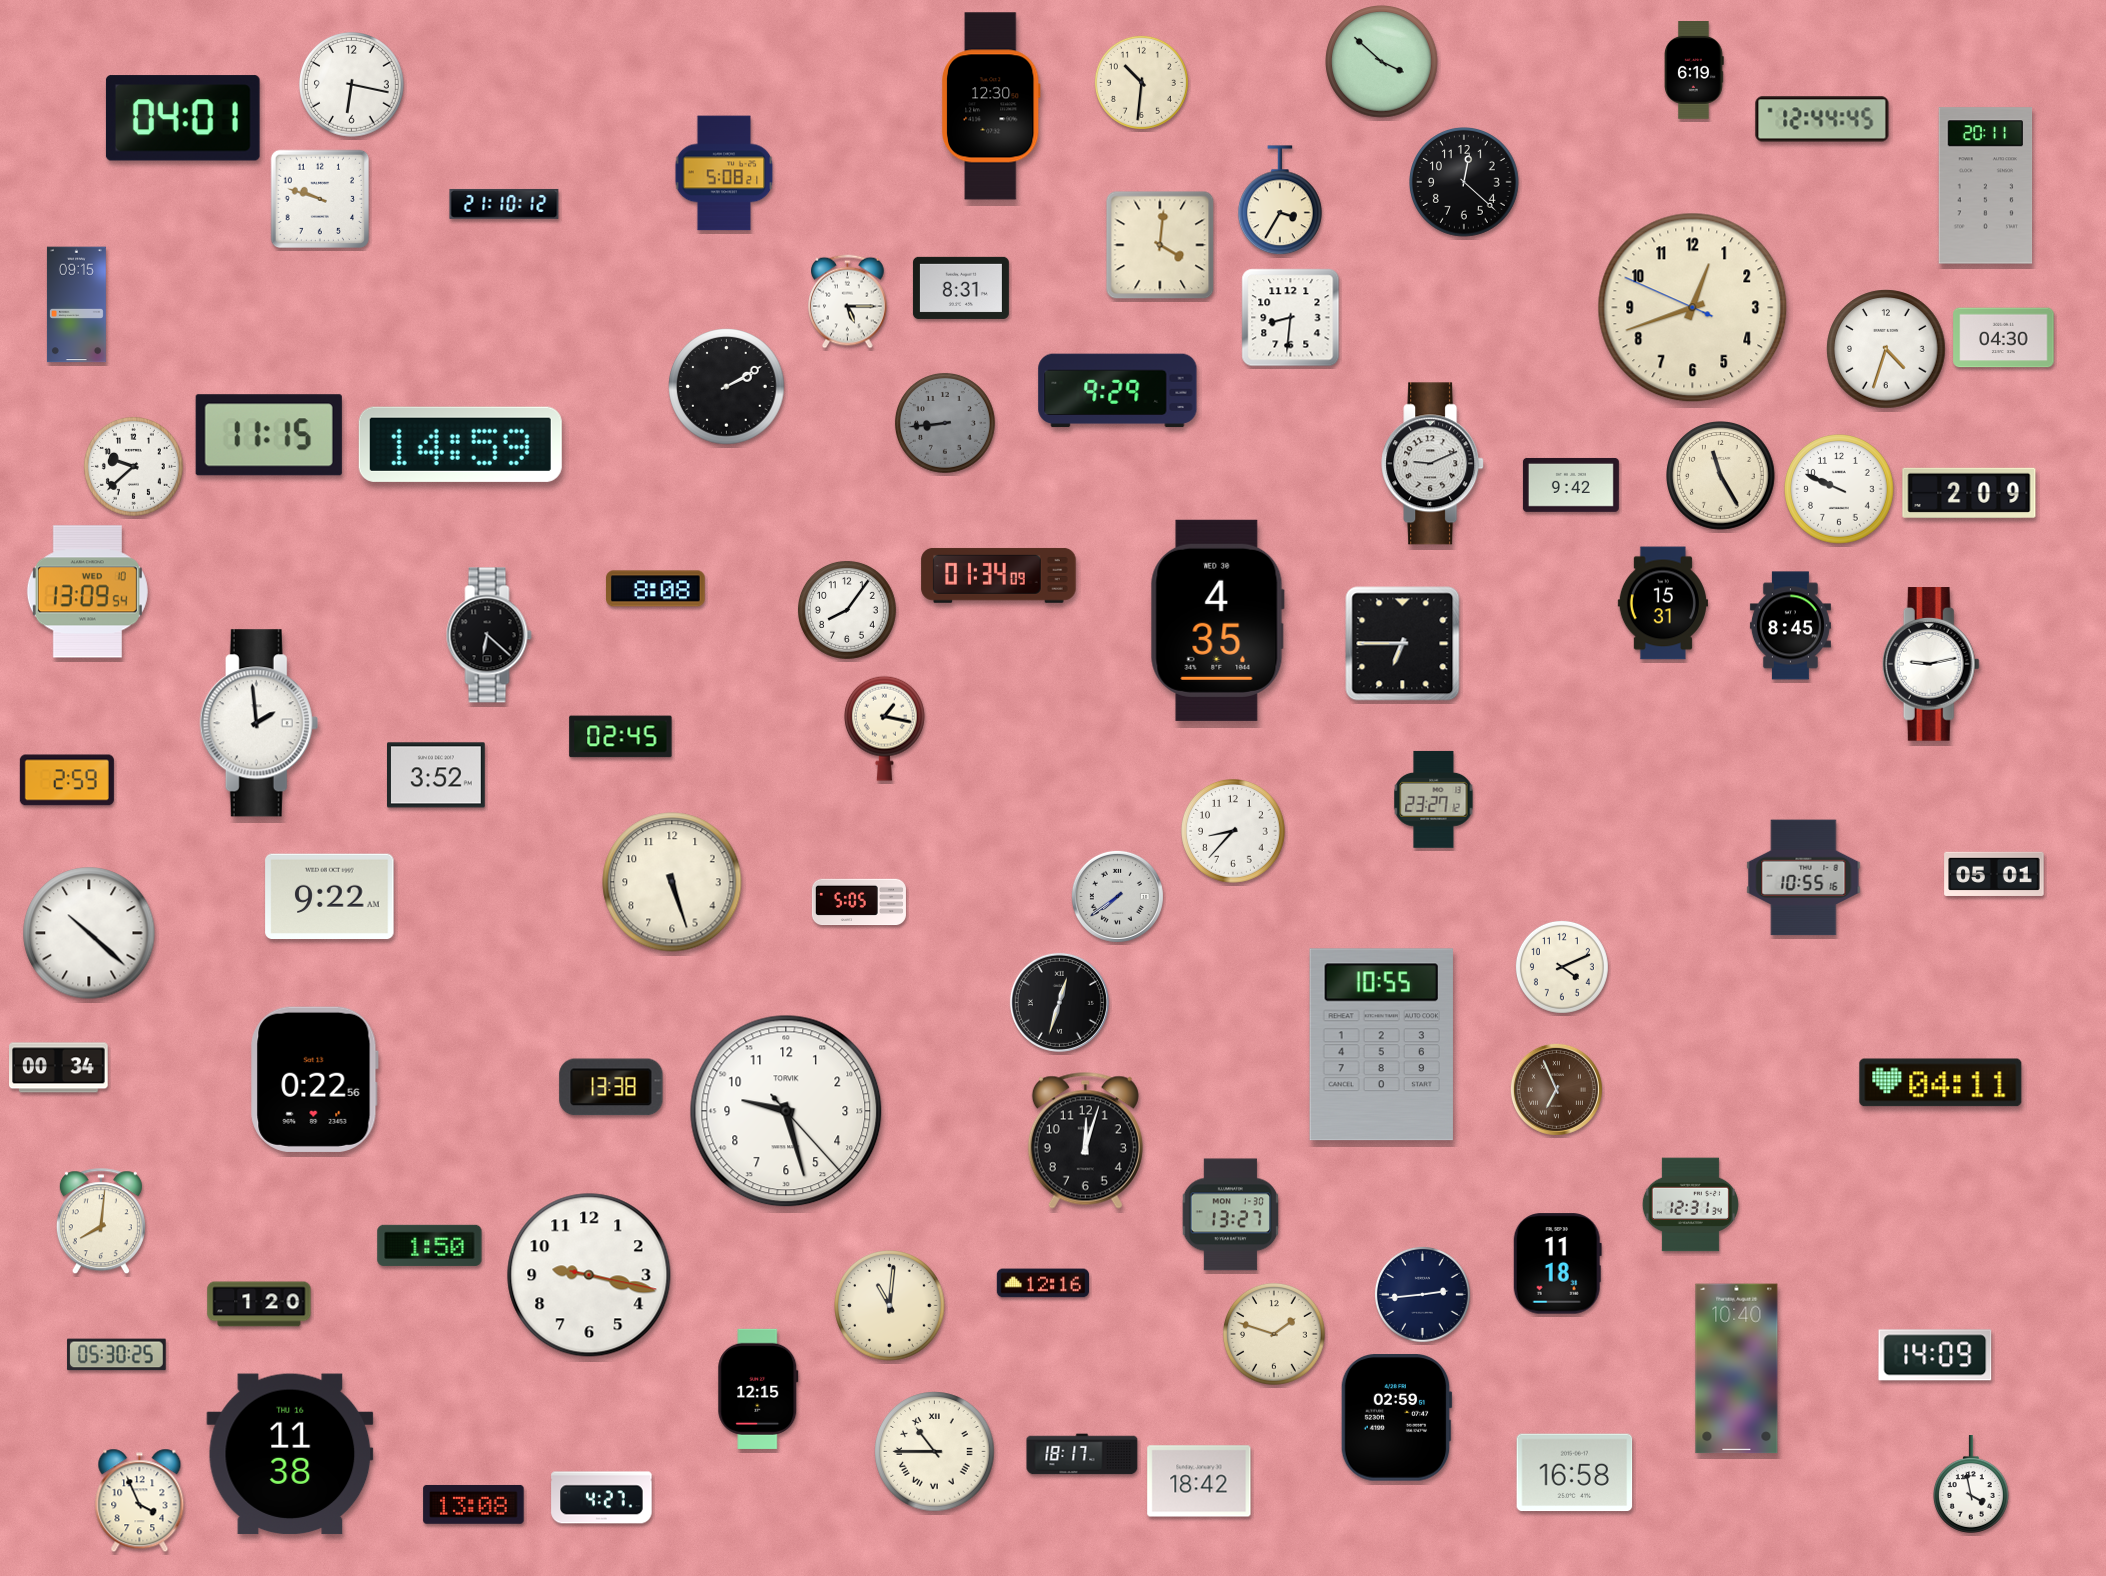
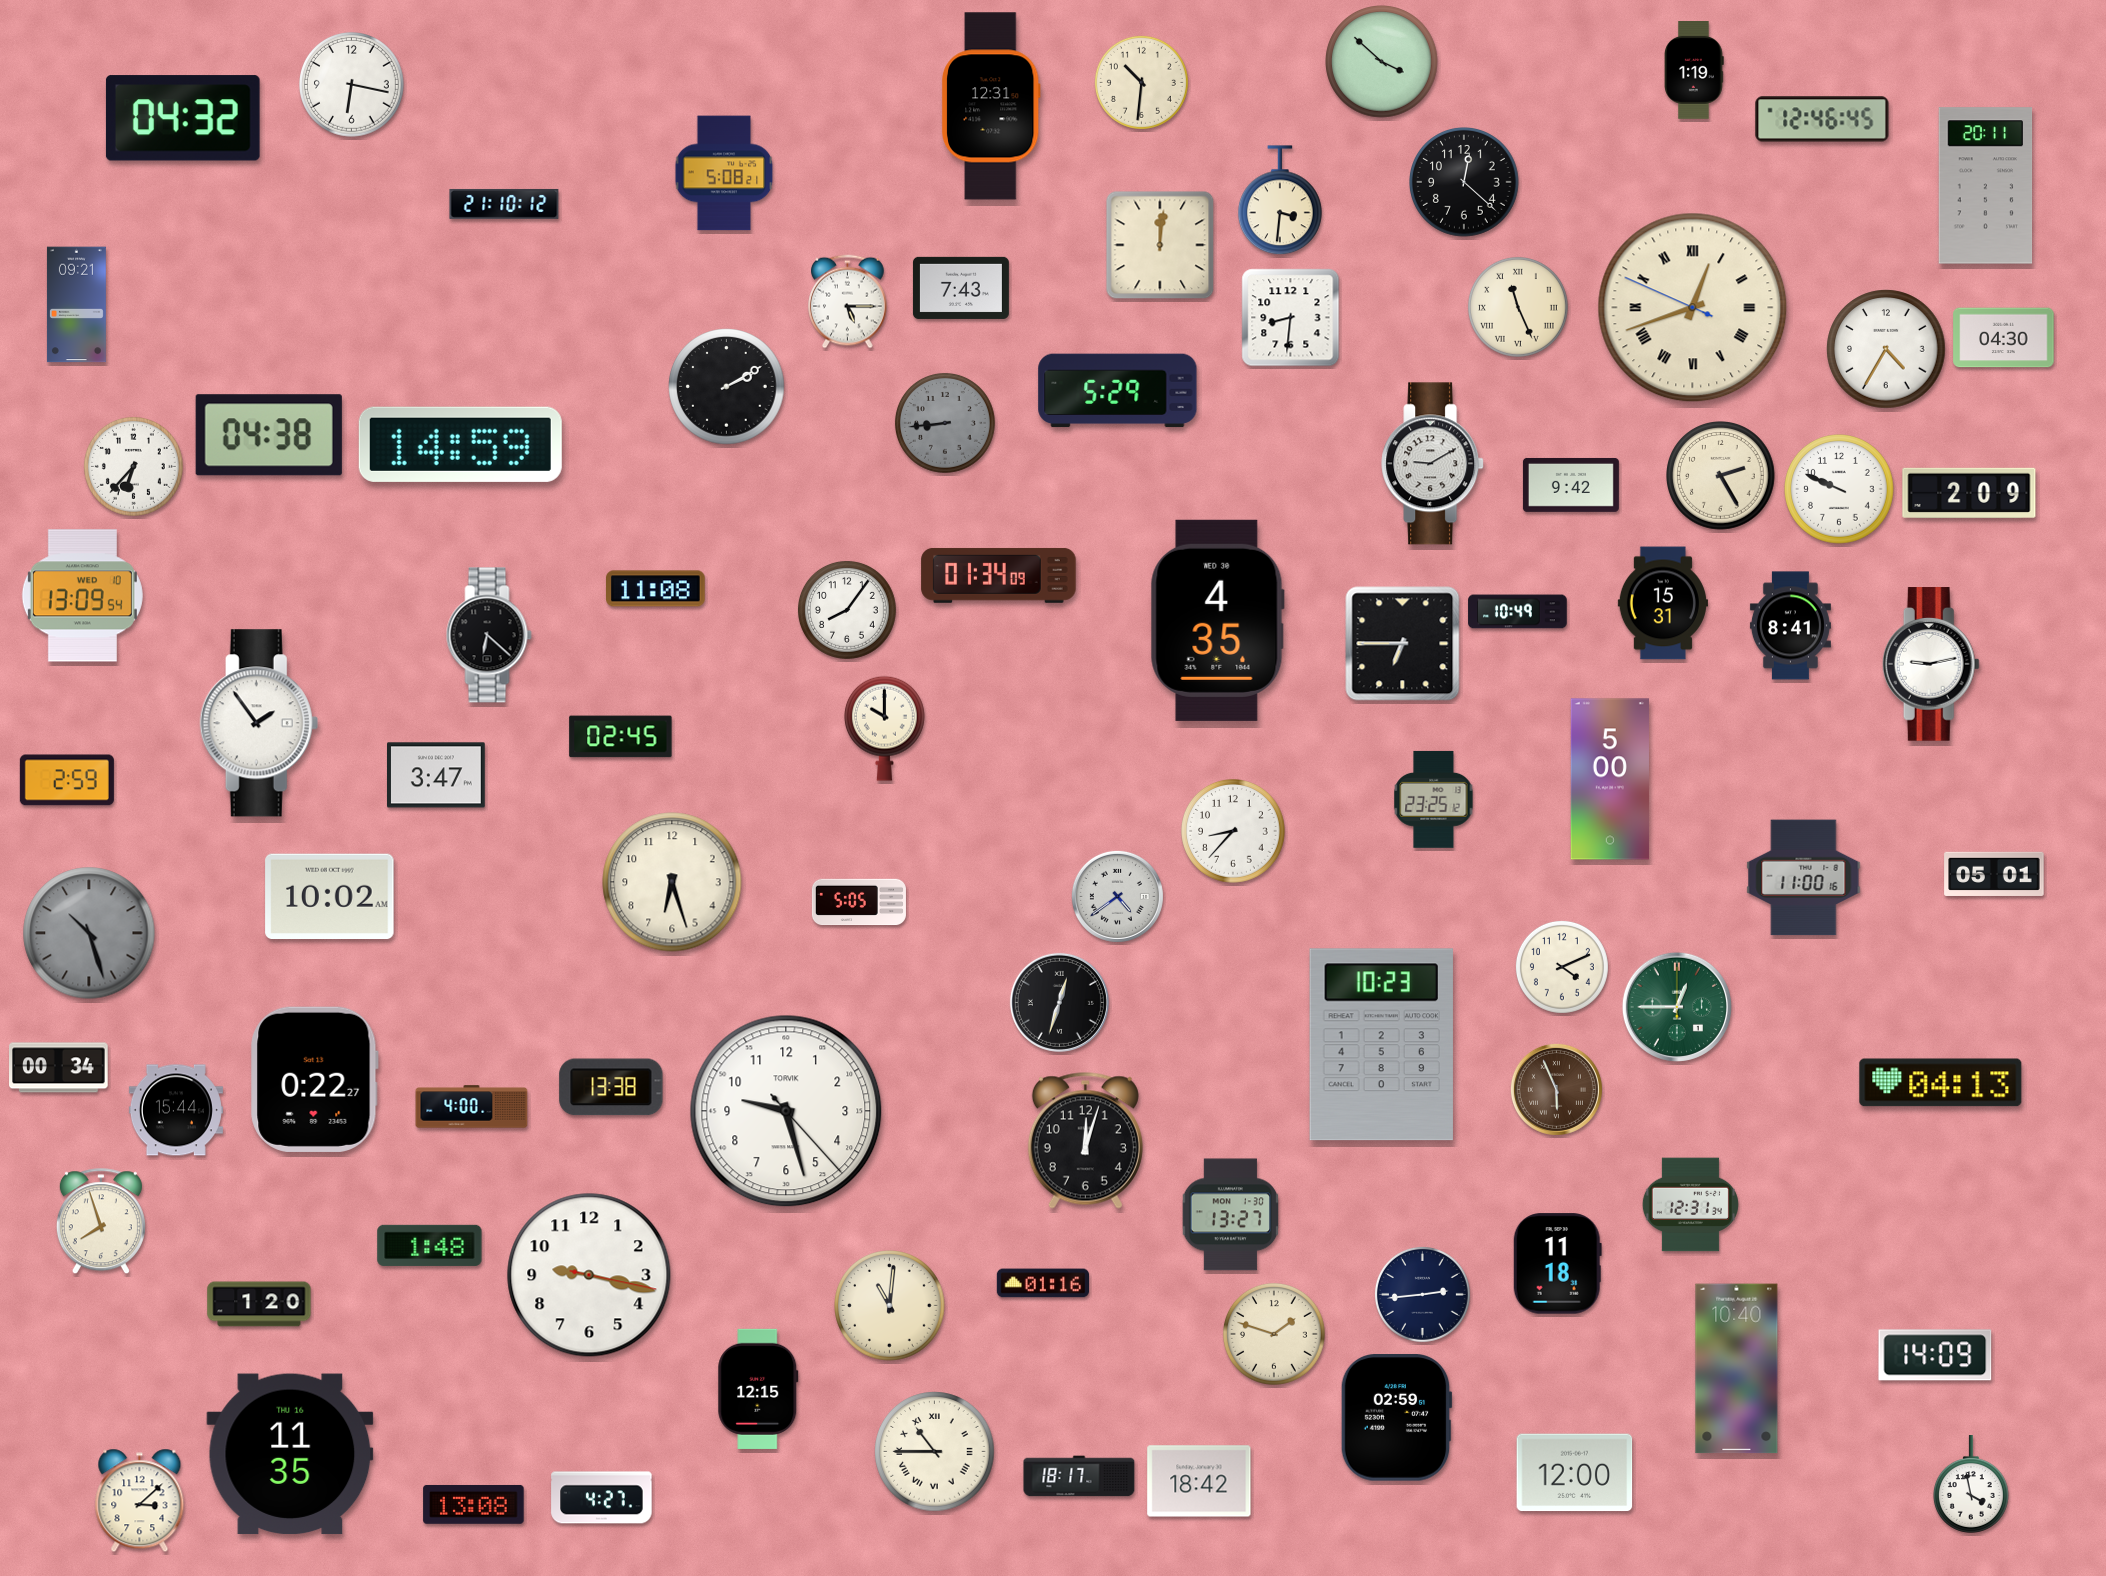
clock at (1694, 71): 6:19 -> 1:19
clock at (991, 106): 12:30 -> 12:31
clock at (183, 118): 04:01 -> 04:32
clock at (1822, 119): 12:44 -> 12:46
clock at (319, 198): 9:48 -> none
clock at (1281, 201): 3:35 -> 3:31
clock at (1160, 245): 4:01 -> 12:01
clock at (961, 288): 8:31 -> 7:43
clock at (76, 305): 09:15 -> 09:21
clock at (1518, 307): none -> 11:26
clock at (1693, 308) numerals: Arabic -> Roman
clock at (1886, 349): 4:33 -> 4:35
clock at (1118, 391): 9:29 -> 5:29
clock at (269, 435): 11:15 -> 04:38
clock at (1433, 464): 9:11 -> 9:10
clock at (133, 466): 9:38 -> 6:37
clock at (1721, 476): 11:25 -> 2:25
clock at (656, 589): 8:08 -> 11:08
clock at (87, 592) position: (87, 592) -> (82, 596)
clock at (1518, 612): none -> 10:49
clock at (1790, 626): 8:45 -> 8:41
clock at (259, 723): 1:59 -> 1:54
clock at (884, 728): 1:17 -> 10:00
clock at (437, 775): 3:52 -> 3:47
clock at (1610, 779): none -> 5:00
clock at (1434, 799): 23:27 -> 23:25
clock at (1804, 878): 10:55 -> 11:00
clock at (672, 882): 5:27 -> 6:27
clock at (1117, 896): 7:39 -> 4:39
clock at (330, 897): 9:22 -> 10:02
clock at (89, 933): 10:22 -> 10:27
clock at (89, 933) dial: white -> grey
clock at (1677, 1007): none -> 12:45
clock at (1381, 1045): 10:55 -> 10:23
clock at (315, 1079): 0:22:56 -> 0:22:27
clock at (1941, 1083): 04:11 -> 04:13
clock at (1556, 1089): 6:56 -> 5:56
clock at (472, 1107): none -> 4:00
clock at (176, 1110): none -> 15:44
clock at (101, 1222): 8:01 -> 7:57
clock at (430, 1245): 1:50 -> 1:48
clock at (1042, 1283): 12:16 -> 01:16
clock at (117, 1355): 05:30 -> none
clock at (290, 1454): 11:38 -> 11:35
clock at (1082, 1454) position: (1082, 1454) -> (1079, 1476)
clock at (1575, 1473): 16:58 -> 12:00
clock at (140, 1501): 3:56 -> 3:08
